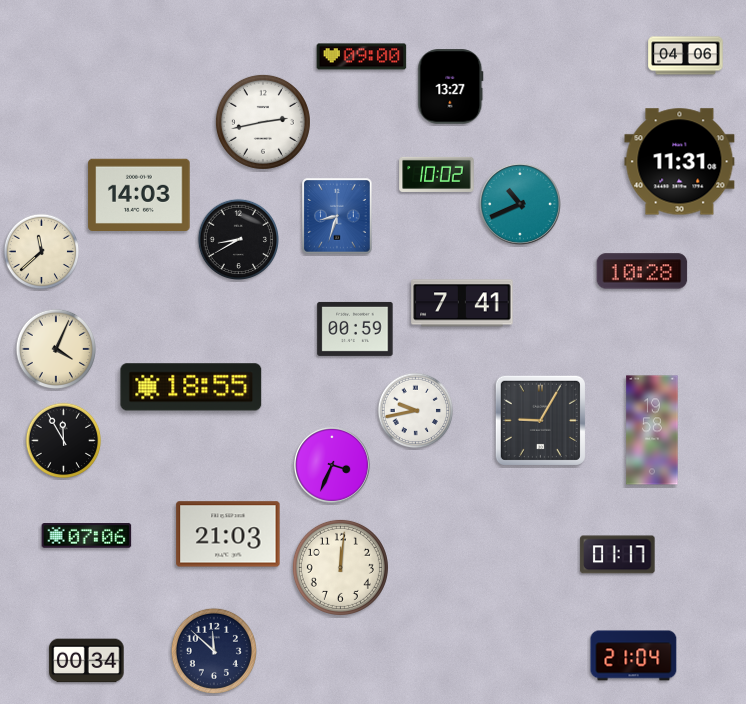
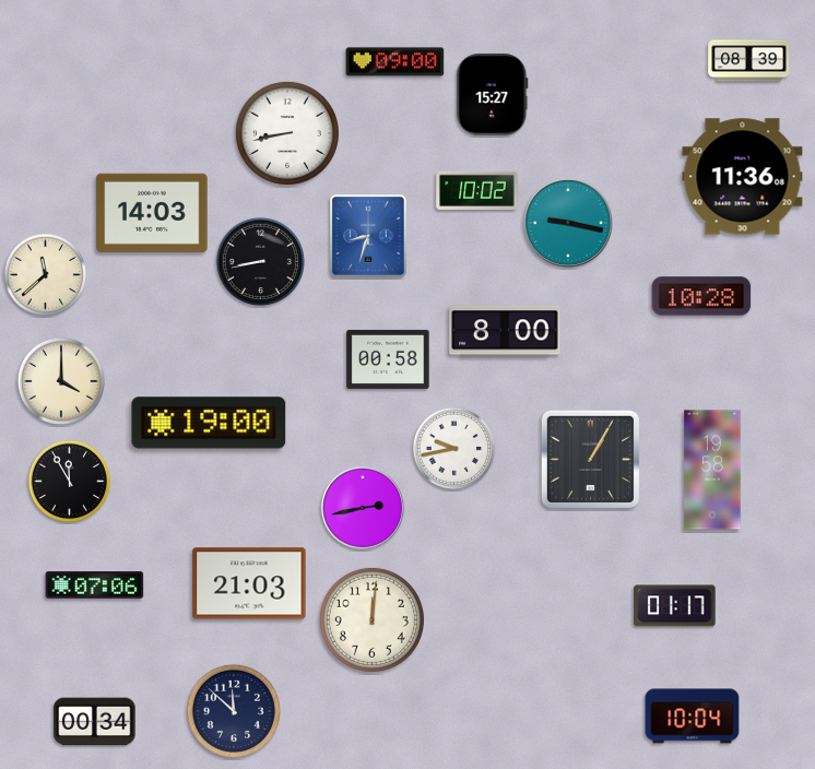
clock at (686, 56): 04:06 -> 08:39
clock at (451, 87): 13:27 -> 15:27
clock at (263, 122): 2:43 -> 8:43
clock at (680, 162): 11:31 -> 11:36
clock at (520, 204): 10:41 -> 9:17
clock at (238, 239): 8:40 -> 8:43
clock at (462, 303): 7:41 -> 8:00
clock at (355, 329): 00:59 -> 00:58
clock at (55, 348): 4:04 -> 4:00
clock at (191, 387): 18:55 -> 19:00
clock at (540, 420): 9:05 -> 1:05
clock at (332, 465): 3:34 -> 2:43
clock at (634, 656): 21:04 -> 10:04
